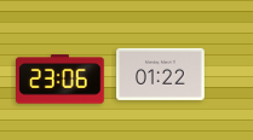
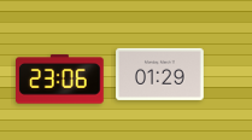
clock at (161, 74): 01:22 -> 01:29
